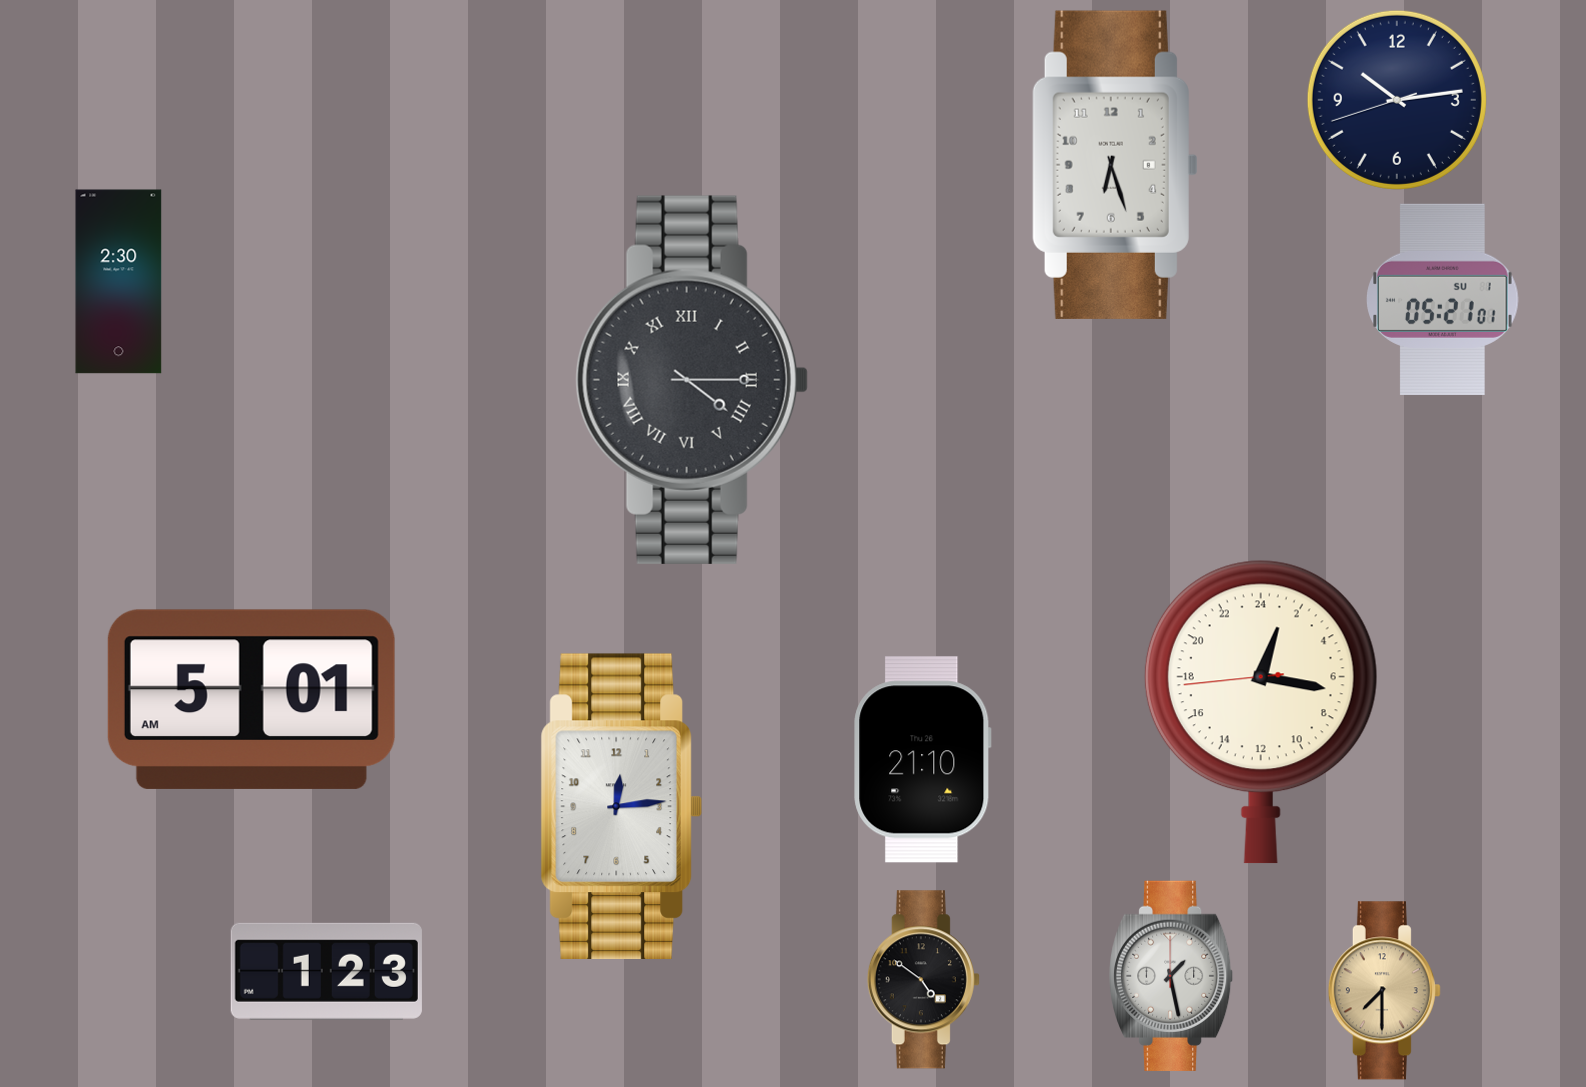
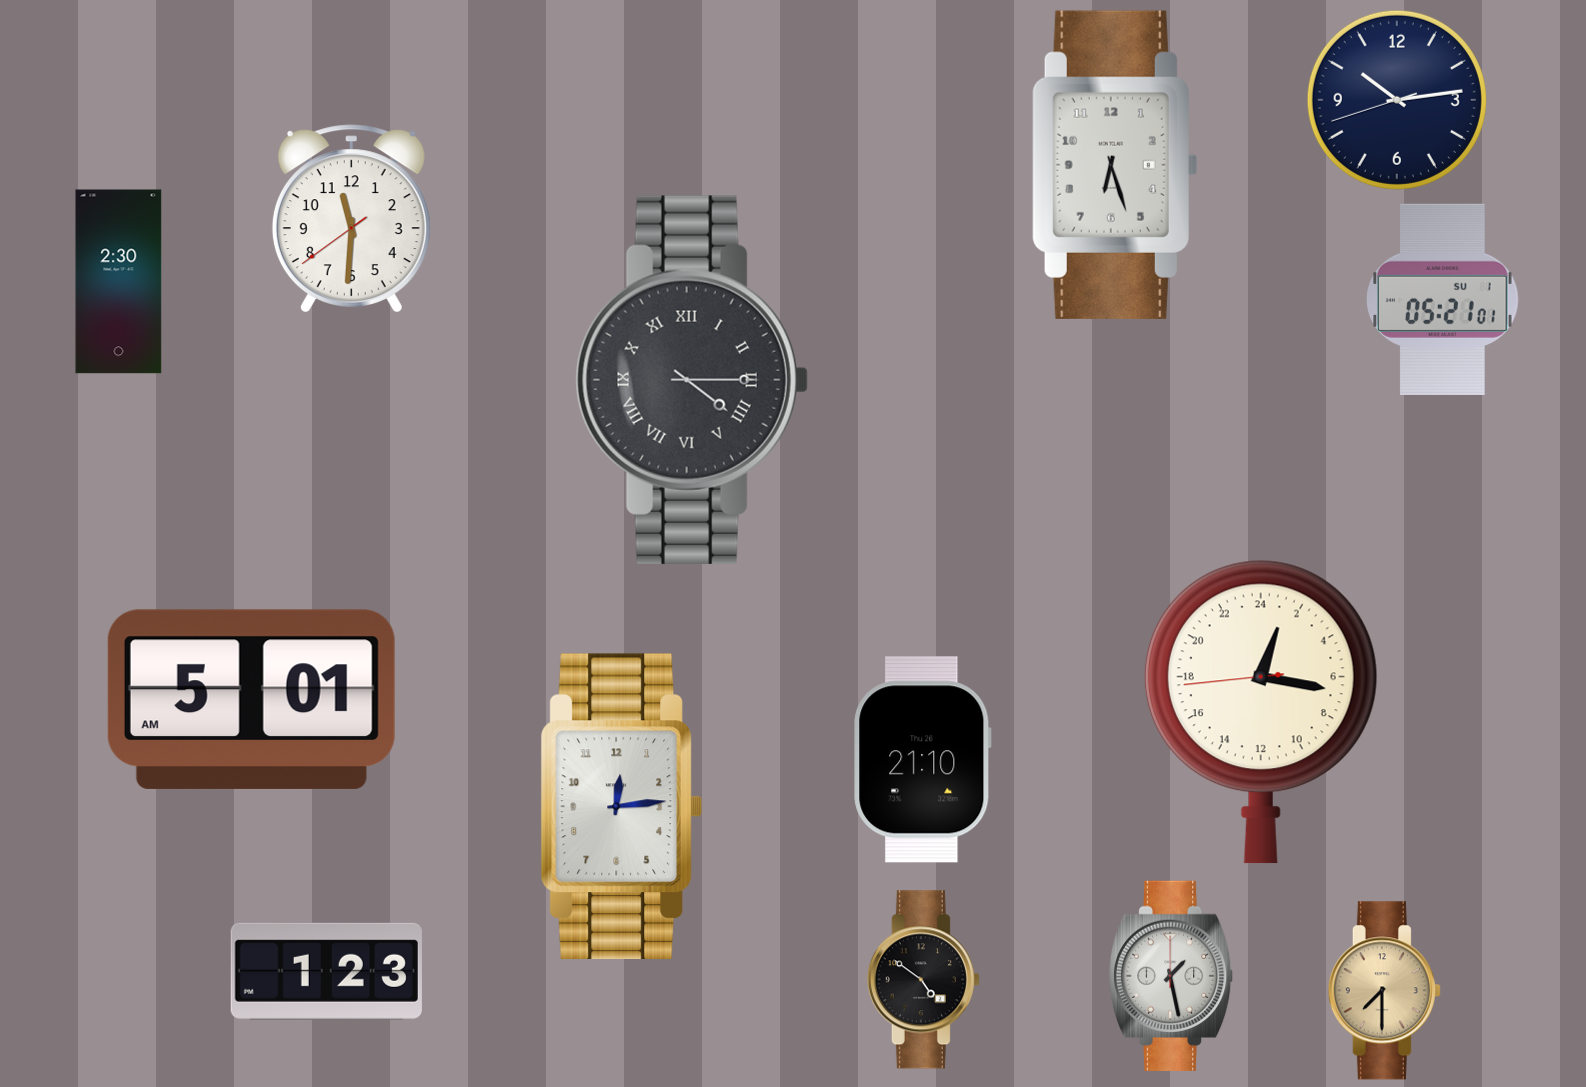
clock at (351, 218): none -> 11:30
